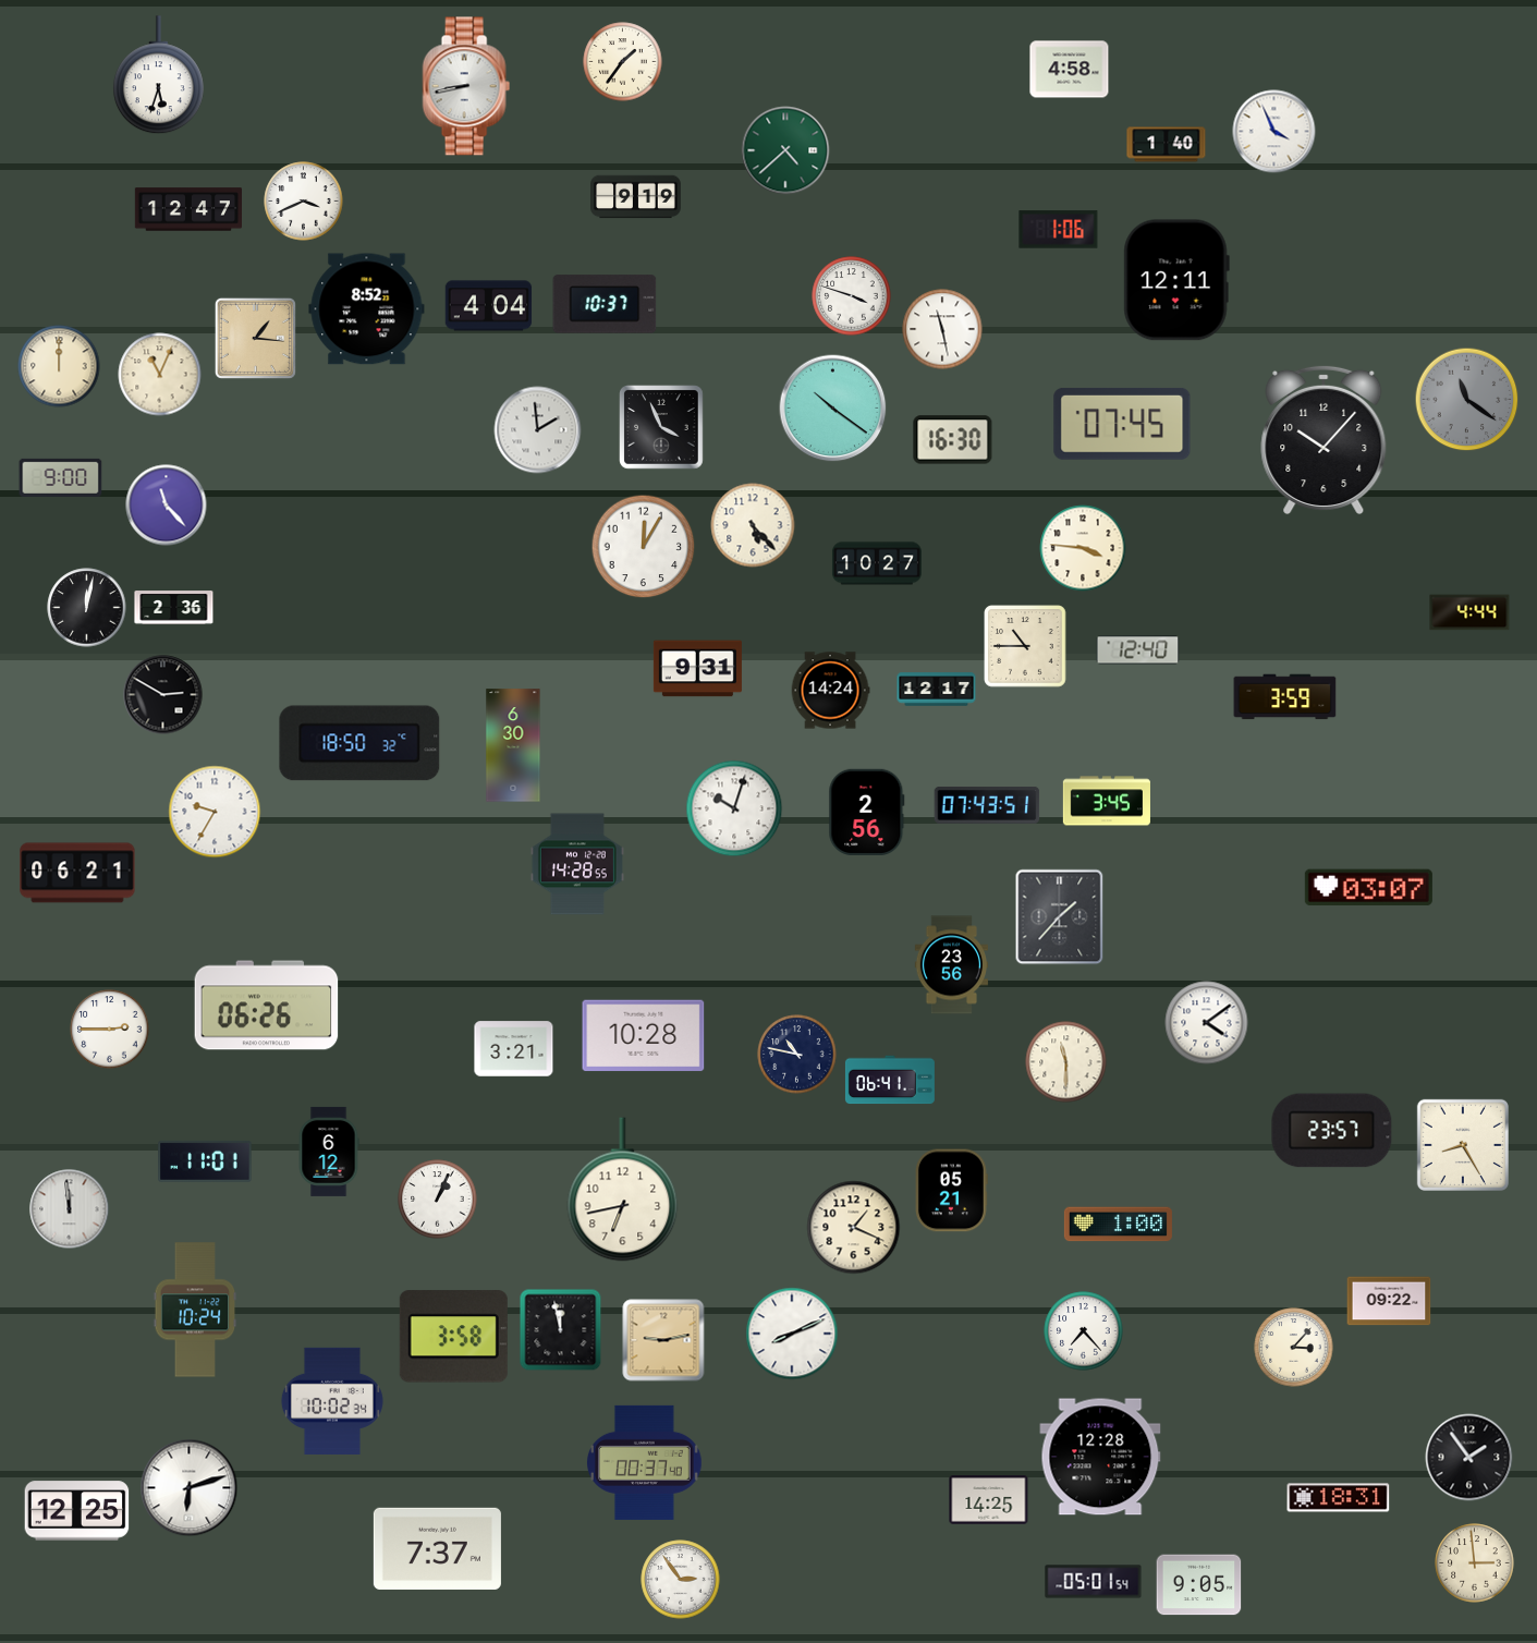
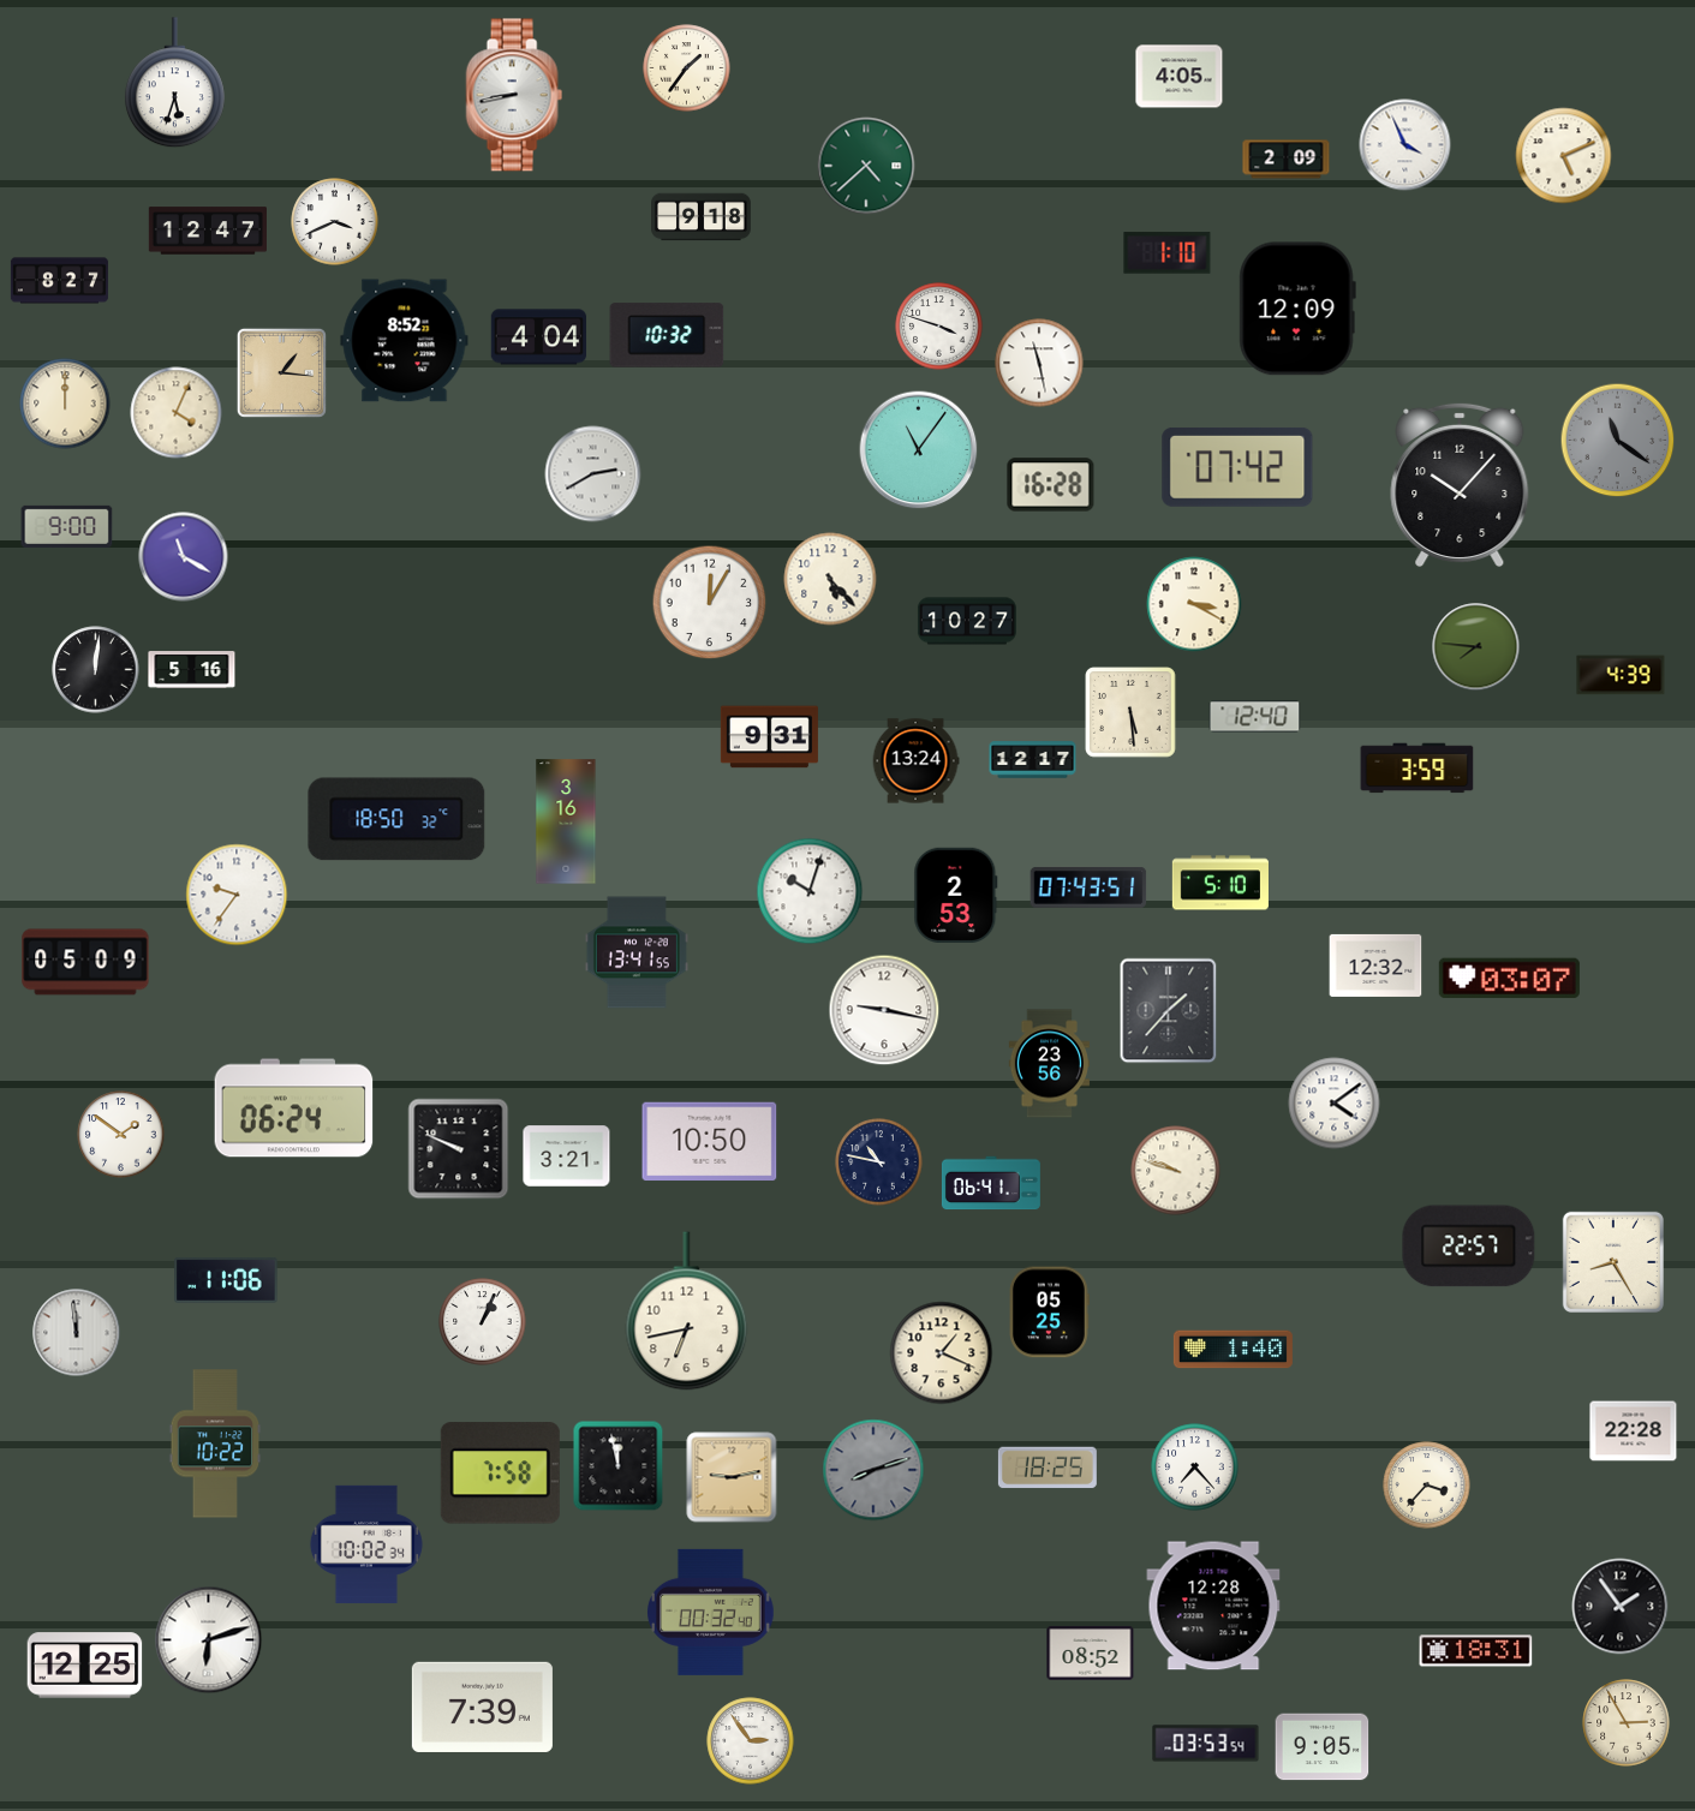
clock at (1070, 70): 4:58 -> 4:05
clock at (1564, 156): none -> 5:11
clock at (1167, 145): 1:40 -> 2:09
clock at (636, 197): 9:19 -> 9:18
clock at (1059, 230): 1:06 -> 1:10
clock at (59, 281): none -> 8:27
clock at (1176, 280): 12:11 -> 12:09
clock at (605, 304): 10:37 -> 10:32
clock at (160, 375): 11:04 -> 4:04
clock at (833, 409): 10:21 -> 11:06
clock at (1122, 424): 07:45 -> 07:42
clock at (661, 427): 3:56 -> none
clock at (538, 430): 1:59 -> 2:40
clock at (953, 440): 16:30 -> 16:28
clock at (167, 506): 11:23 -> 11:20
clock at (1083, 548): 3:46 -> 3:20
clock at (1476, 647): none -> 7:46
clock at (87, 608): 12:02 -> 12:01
clock at (174, 608): 2:36 -> 5:16
clock at (1469, 612): 4:44 -> 4:39
clock at (1025, 646): 10:45 -> 5:29
clock at (830, 691): 14:24 -> 13:24
clock at (163, 695): 2:50 -> none
clock at (513, 745): 6:30 -> 3:16
clock at (1107, 801): 3:45 -> 5:10
clock at (215, 812): 9:35 -> 9:36
clock at (867, 812): 2:56 -> 2:53
clock at (577, 864): 14:28 -> 13:41
clock at (77, 873): 06:21 -> 05:09
clock at (1375, 966): none -> 12:32
clock at (884, 1010): none -> 9:17
clock at (267, 1006): 06:26 -> 06:24
clock at (1207, 1023) position: (1207, 1023) -> (1335, 1104)
clock at (110, 1030): 2:45 -> 1:51
clock at (644, 1036): 10:28 -> 10:50
clock at (459, 1149): none -> 9:49
clock at (1066, 1062): 11:30 -> 9:48
clock at (890, 1080) position: (890, 1080) -> (991, 1183)
clock at (1332, 1131): 23:57 -> 22:57
clock at (329, 1152): 6:12 -> none
clock at (205, 1161): 11:01 -> 11:06
clock at (951, 1191): 05:21 -> 05:25
clock at (1118, 1225): 1:00 -> 1:40
clock at (1634, 1432): none -> 22:28
clock at (1389, 1301): 09:22 -> none
clock at (195, 1310): 10:24 -> 10:22
clock at (1048, 1468): none -> 18:25
clock at (792, 1334): 8:11 -> 8:12
clock at (792, 1334) dial: white -> grey
clock at (453, 1337): 3:58 -> 7:58
clock at (1294, 1348): 3:07 -> 3:37
clock at (645, 1462): 00:37 -> 00:32
clock at (989, 1500): 14:25 -> 08:52
clock at (437, 1548): 7:37 -> 7:39
clock at (1475, 1563): 2:59 -> 2:55
clock at (1094, 1582): 05:01 -> 03:53
